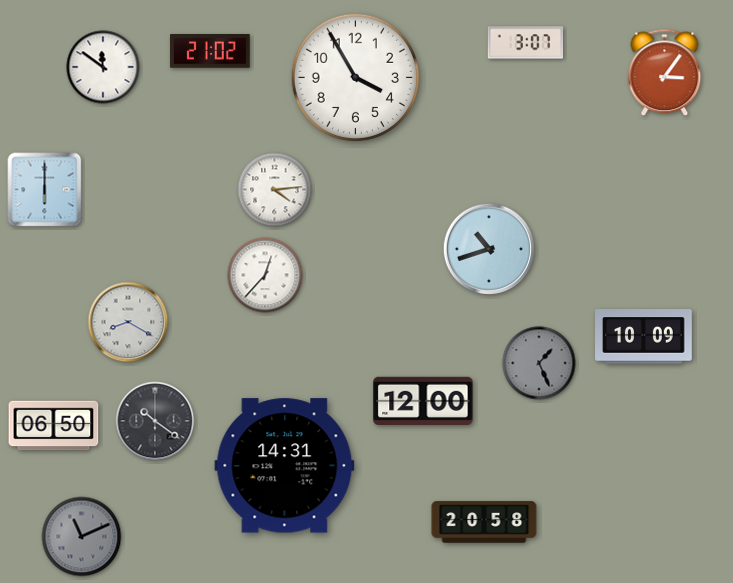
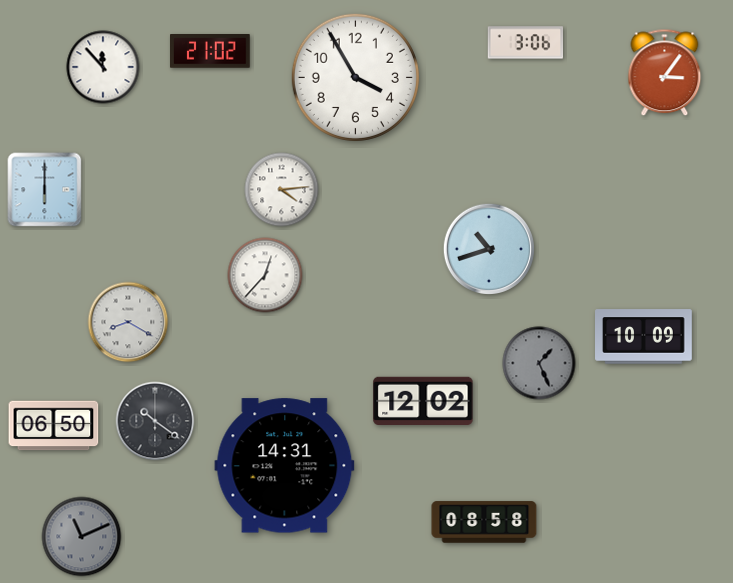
clock at (526, 43): 3:07 -> 3:06
clock at (103, 67): 11:51 -> 11:53
clock at (275, 190) position: (275, 190) -> (282, 190)
clock at (423, 400): 12:00 -> 12:02
clock at (484, 522): 20:58 -> 08:58
